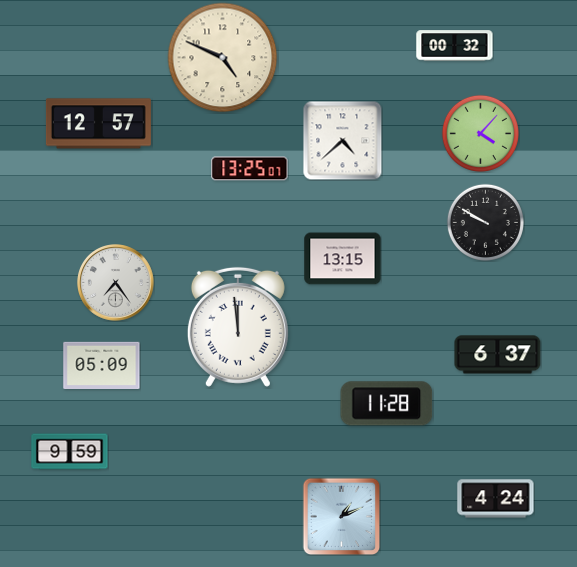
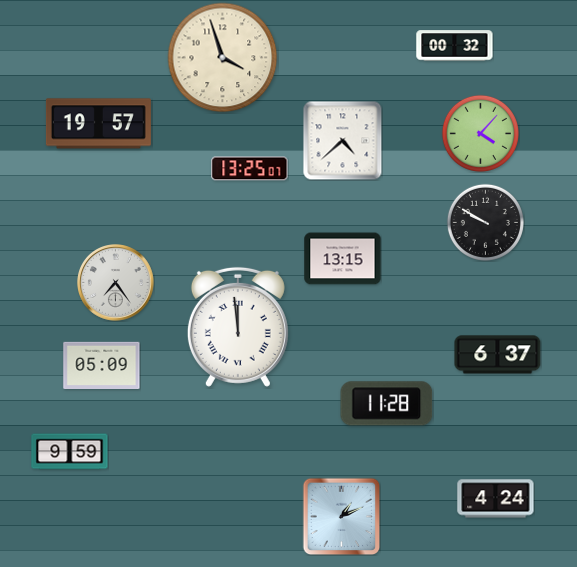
clock at (223, 58): 4:49 -> 3:57
clock at (98, 124): 12:57 -> 19:57
